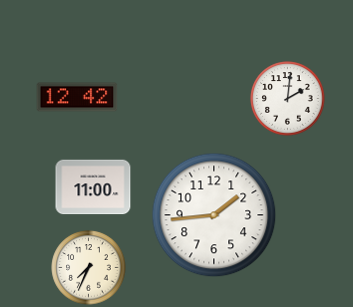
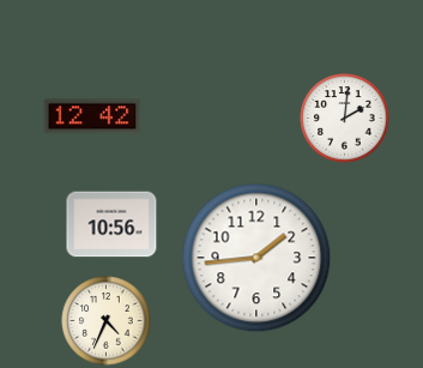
clock at (93, 187): 11:00 -> 10:56
clock at (89, 268): 7:34 -> 4:34
